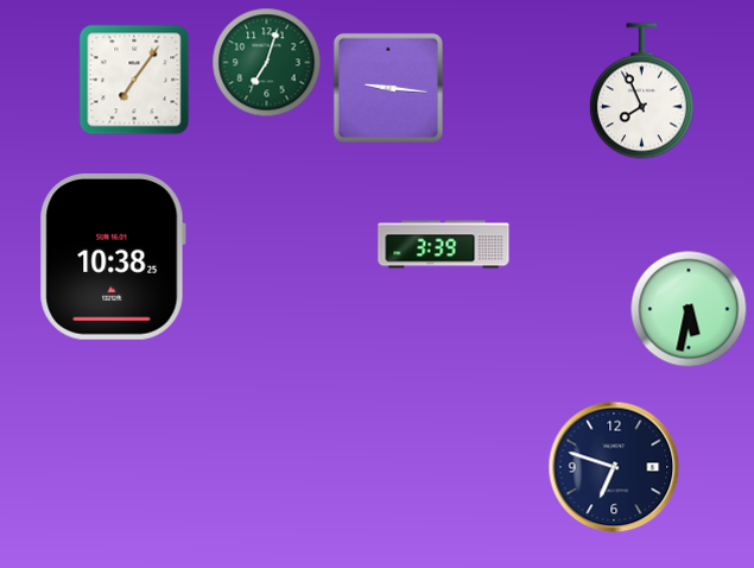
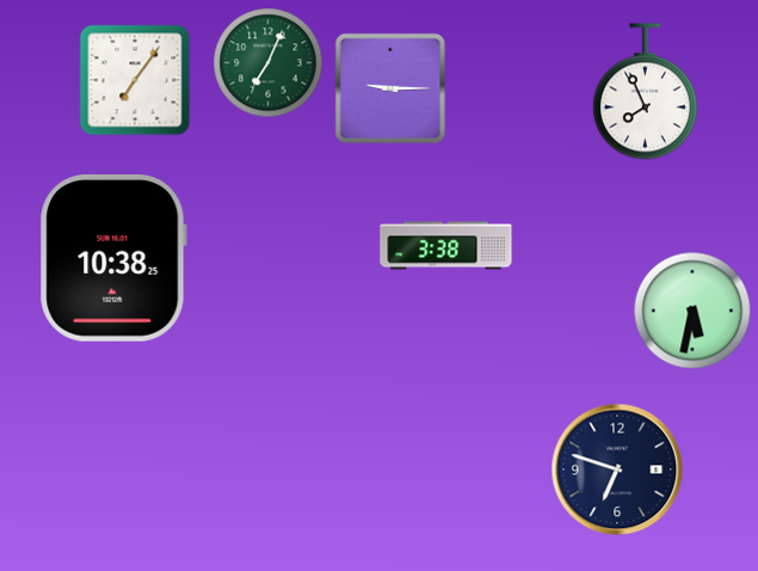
clock at (267, 63): 7:03 -> 7:04
clock at (388, 88): 9:16 -> 9:15
clock at (444, 245): 3:39 -> 3:38
